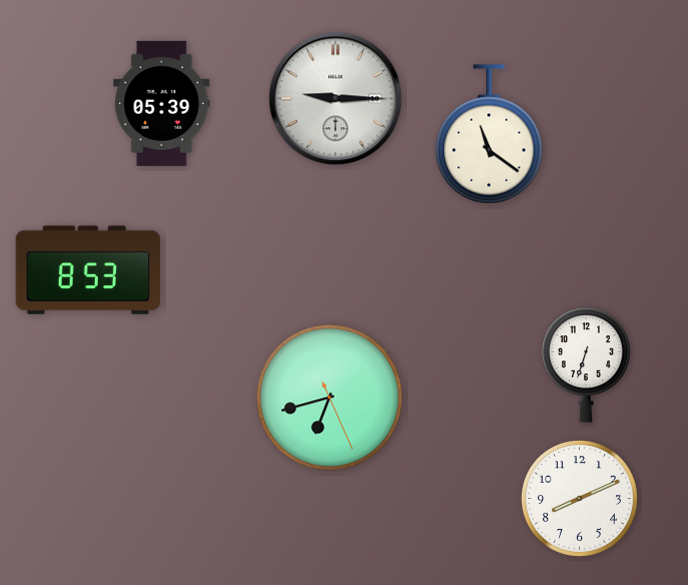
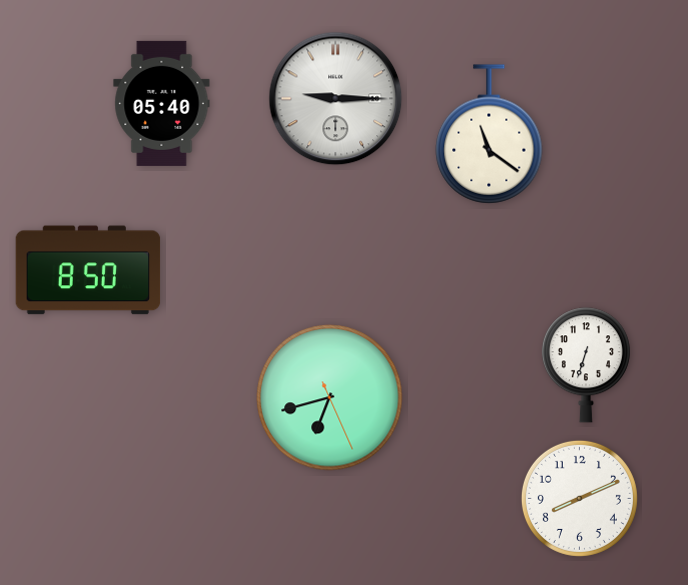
clock at (162, 103): 05:39 -> 05:40
clock at (88, 270): 8:53 -> 8:50
